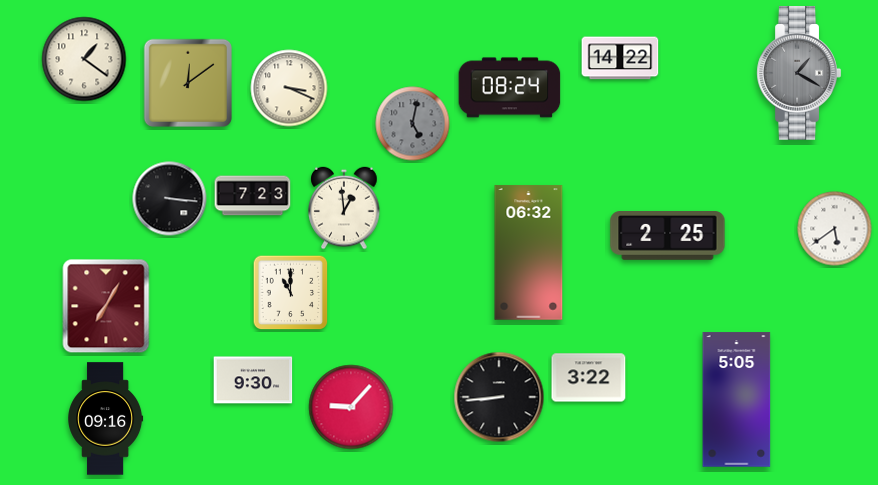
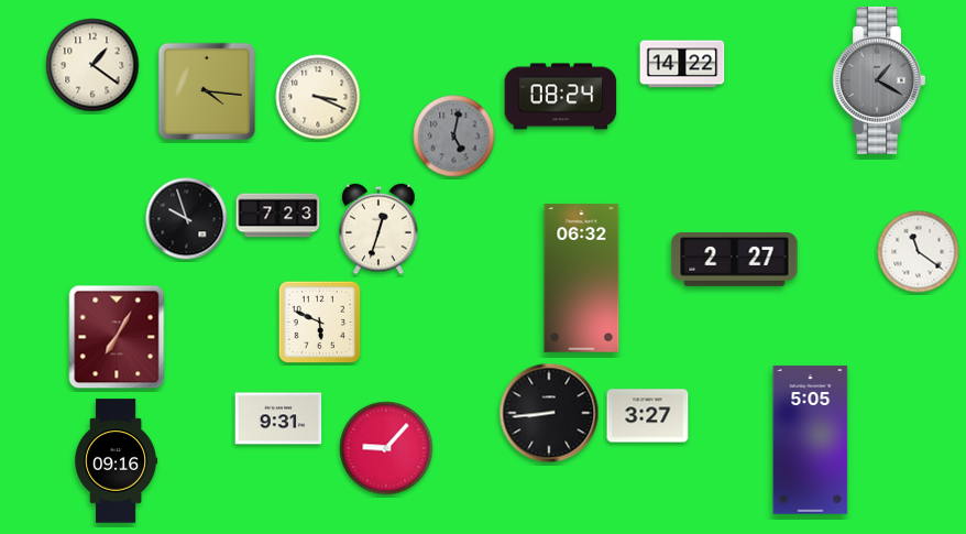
clock at (188, 83): 12:09 -> 4:16
clock at (170, 199): 3:16 -> 9:57
clock at (344, 208): 12:59 -> 12:33
clock at (835, 229): 5:39 -> 11:21
clock at (668, 236): 2:25 -> 2:27
clock at (291, 293): 11:00 -> 5:49
clock at (589, 378): 3:22 -> 3:27
clock at (253, 380): 9:30 -> 9:31
clock at (499, 397) position: (499, 397) -> (549, 413)
